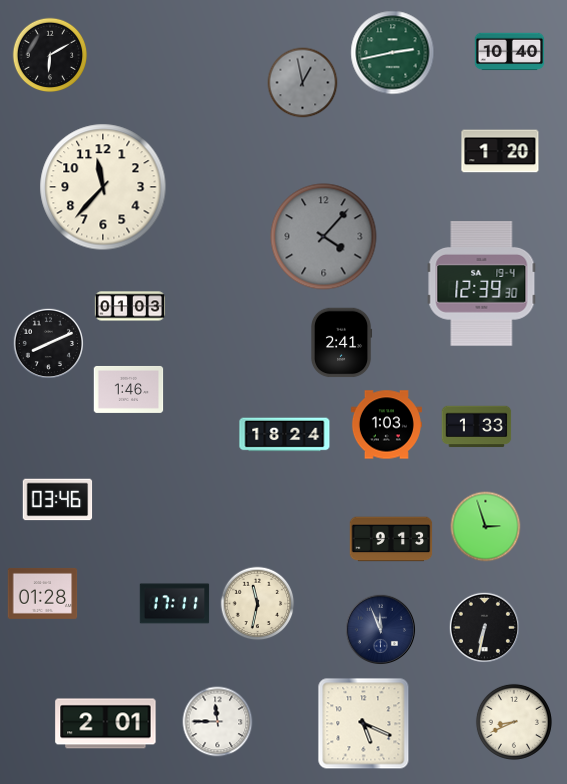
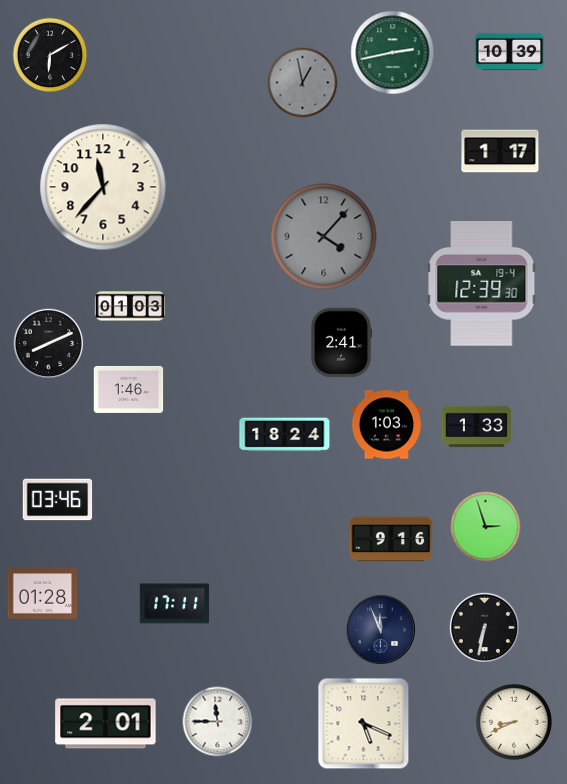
clock at (510, 52): 10:40 -> 10:39
clock at (500, 151): 1:20 -> 1:17
clock at (391, 539): 9:13 -> 9:16
clock at (258, 604): 11:32 -> none
